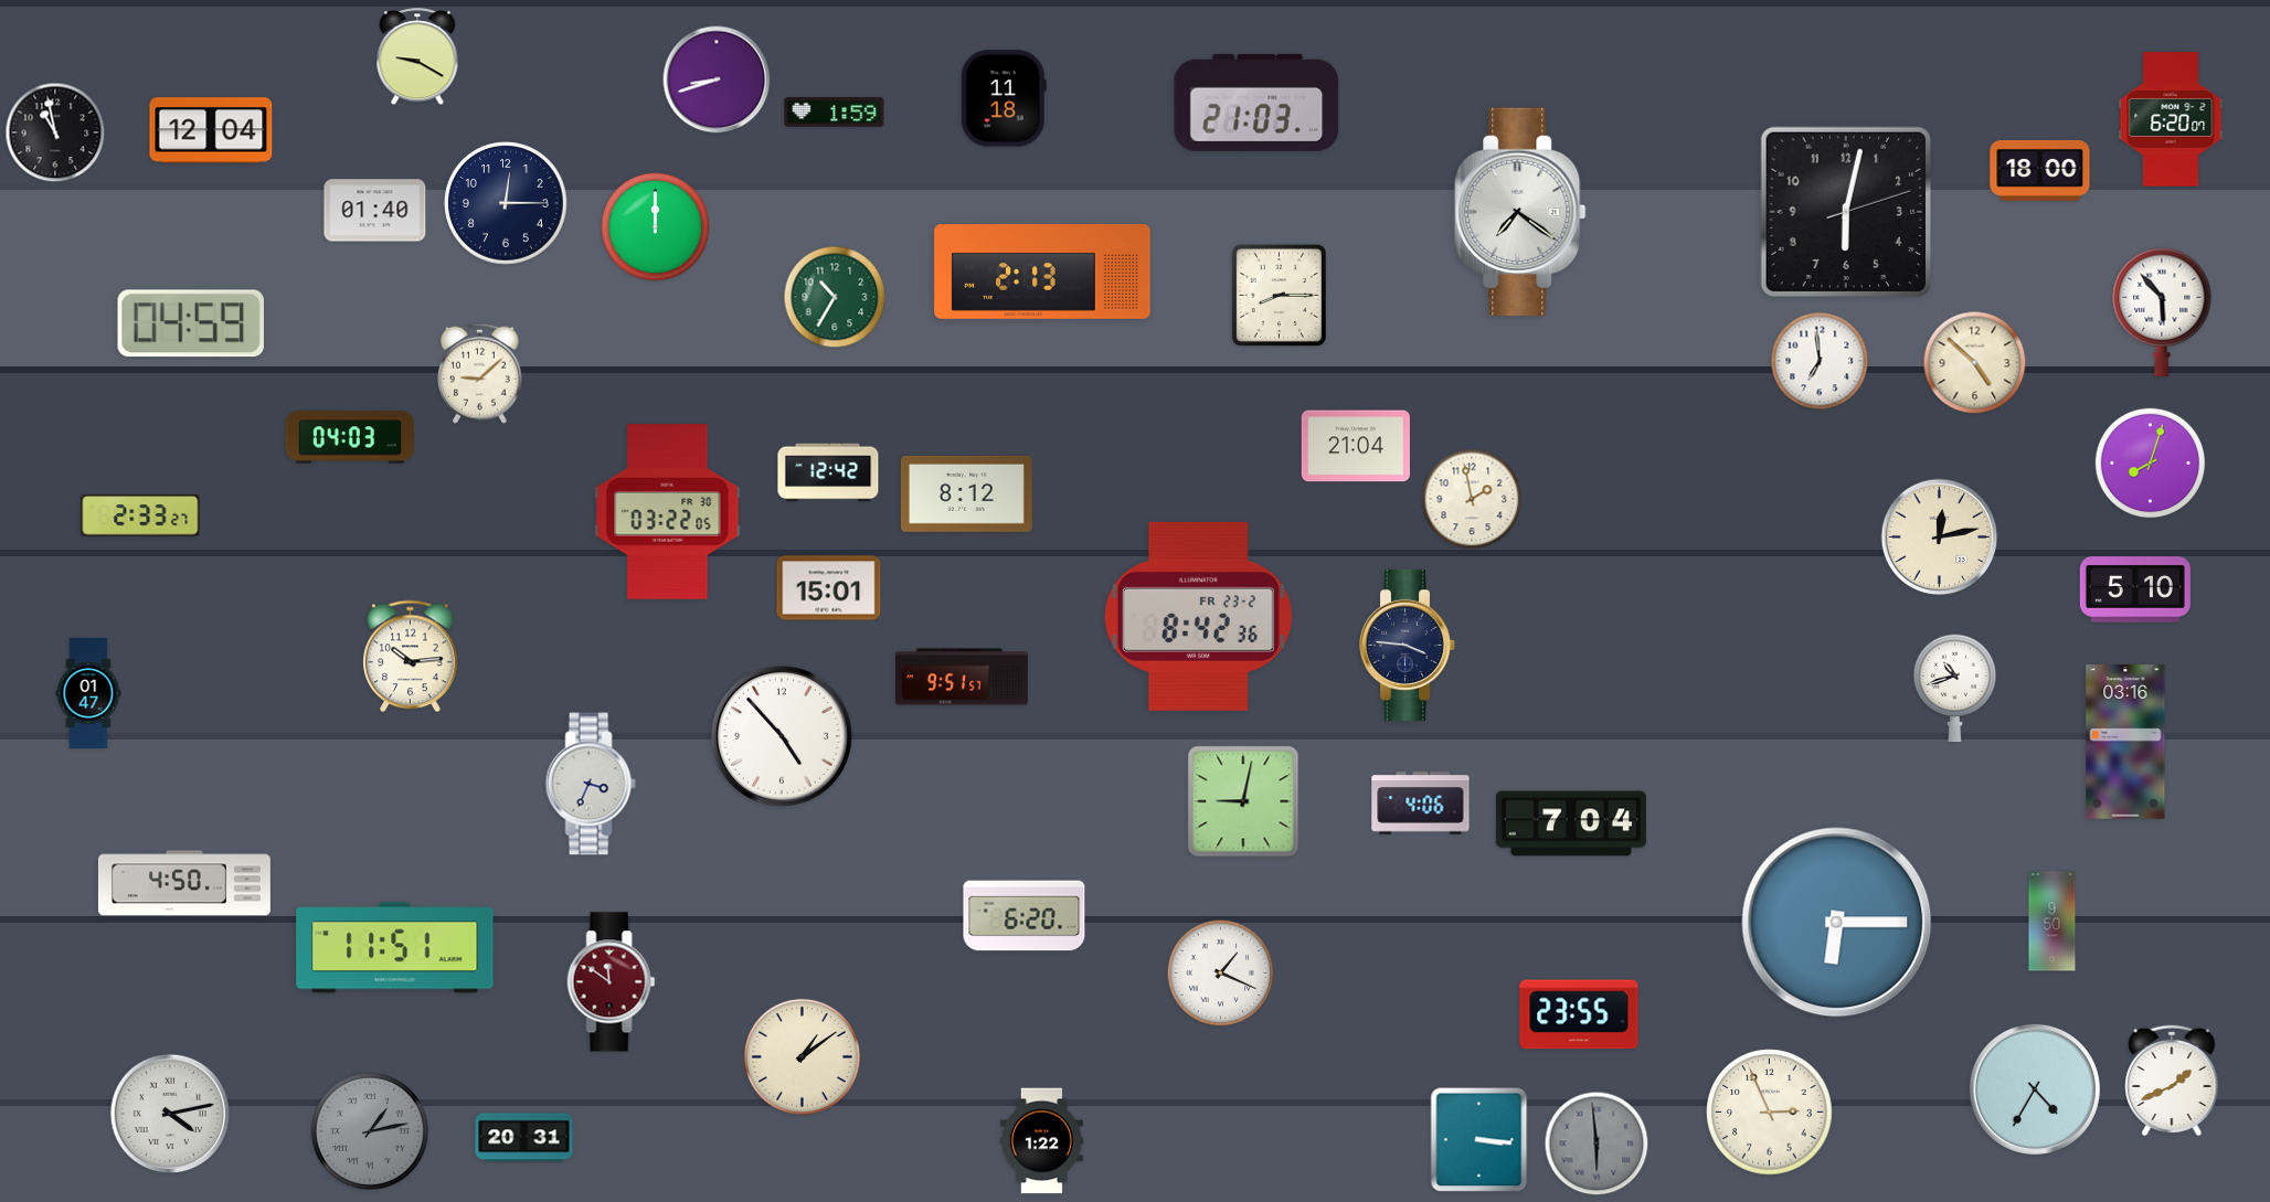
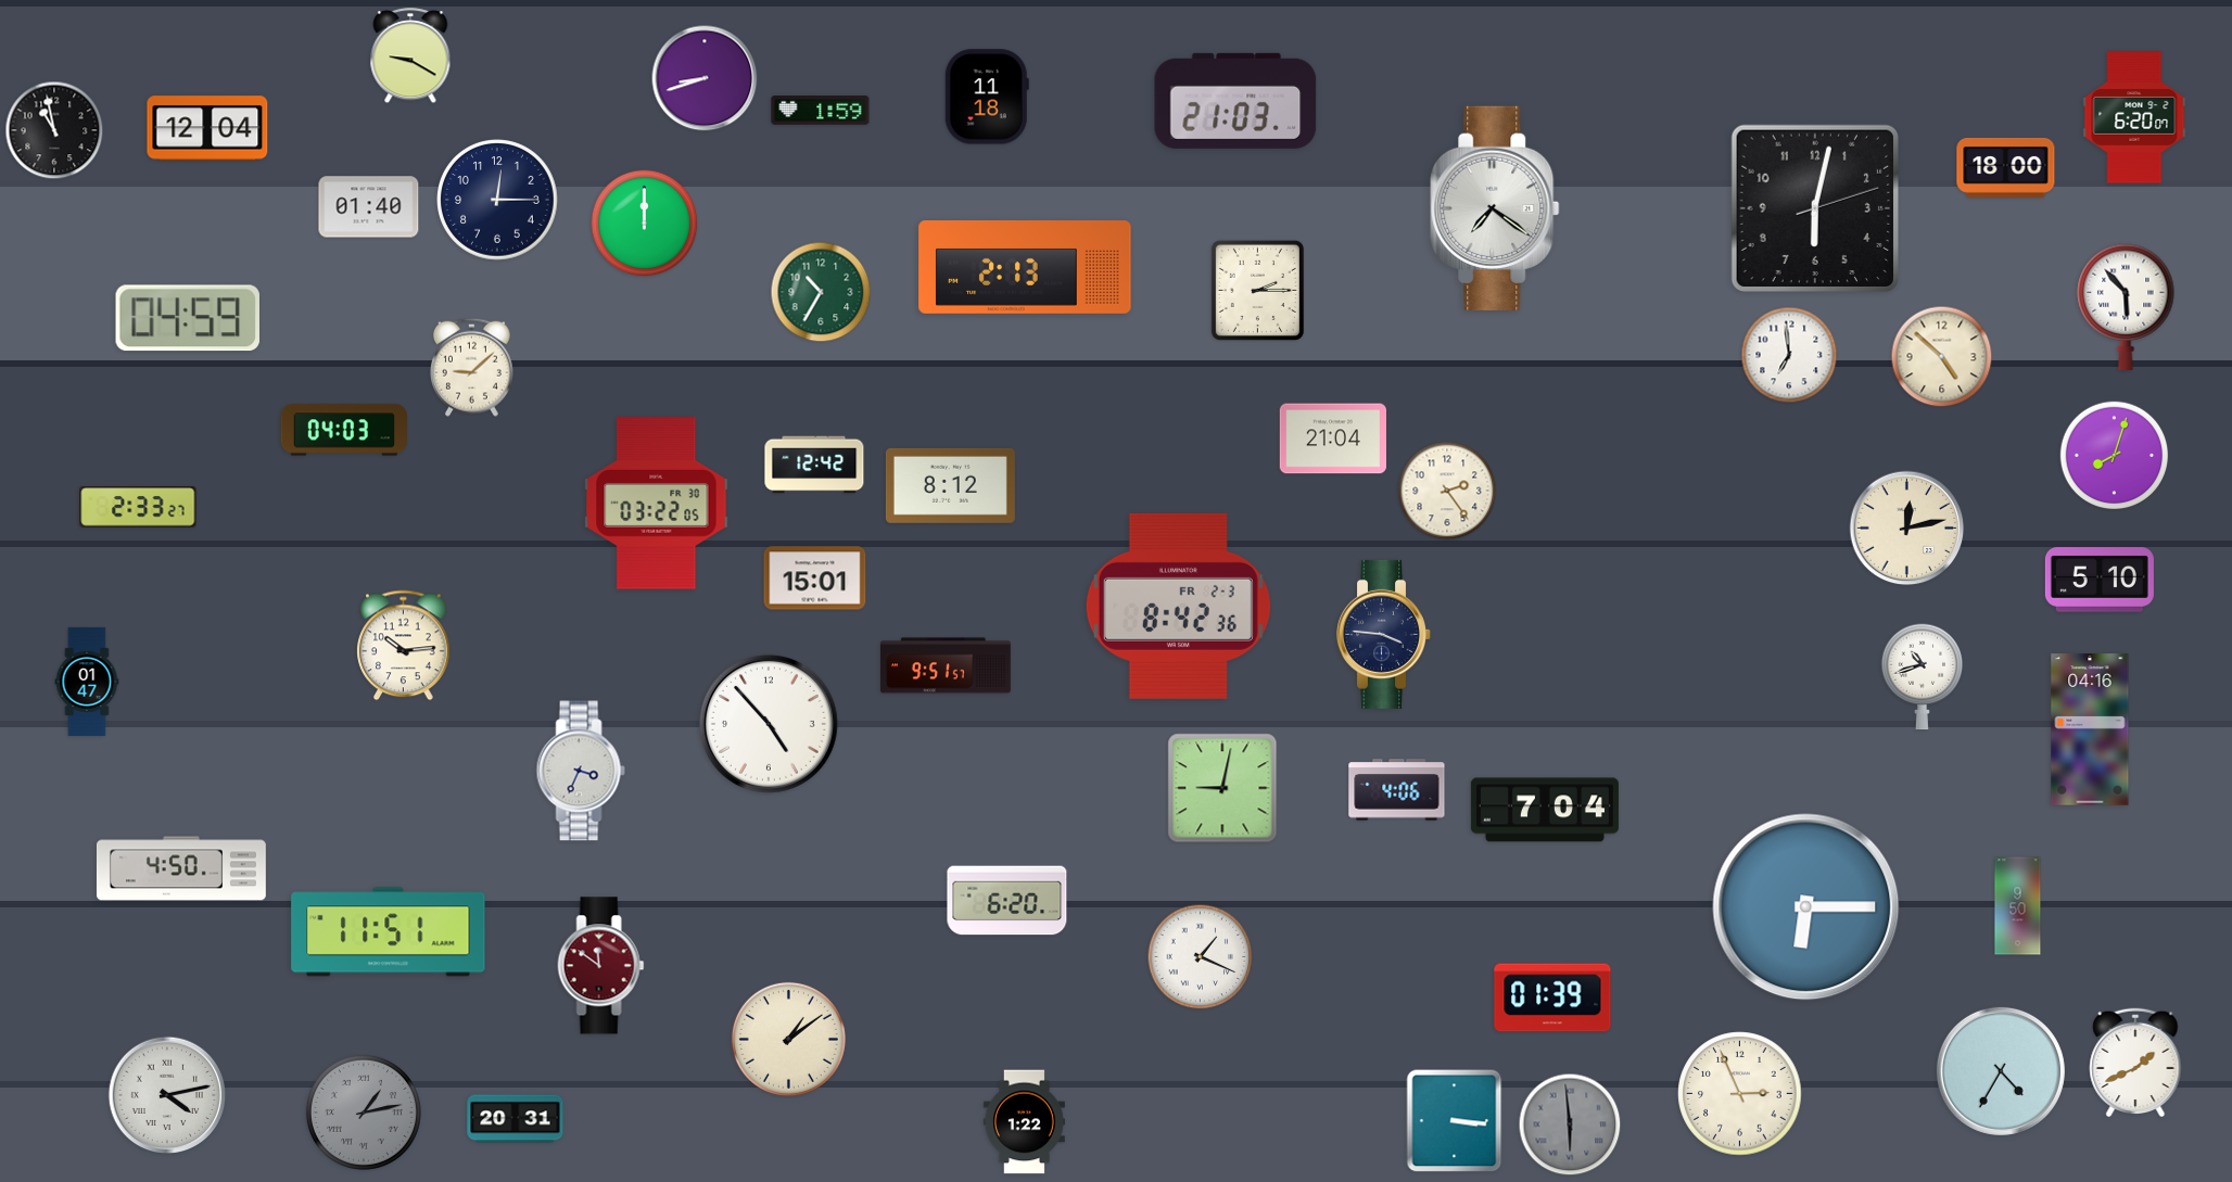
clock at (1279, 295): 8:15 -> 2:15
clock at (1472, 499): 1:58 -> 2:24
clock at (1198, 616) date: FR 23-2 -> FR 2-3
clock at (2125, 742): 03:16 -> 04:16
clock at (1579, 1014): 23:55 -> 01:39
